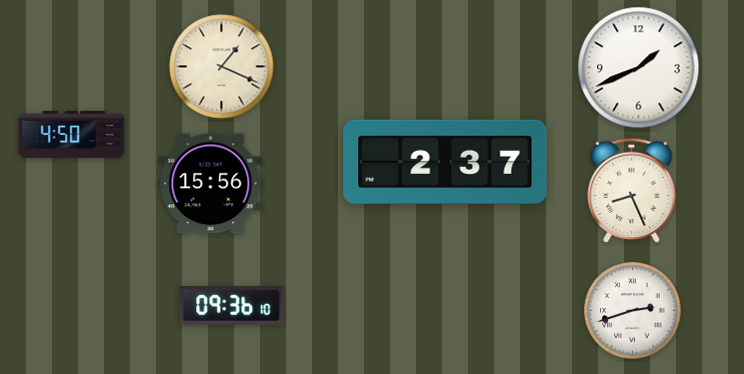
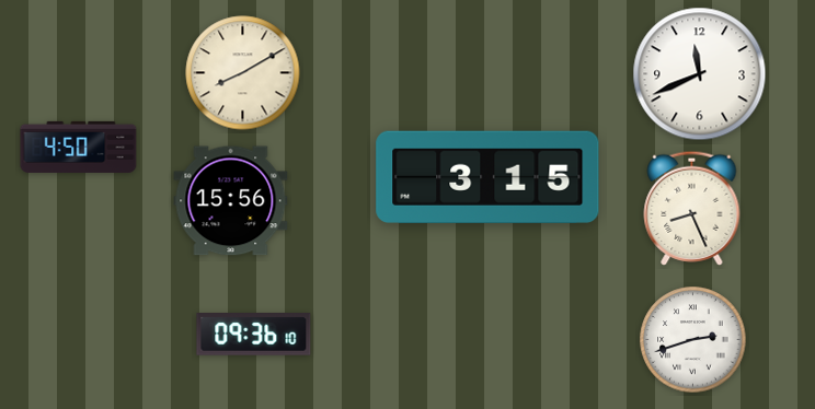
clock at (222, 67): 1:19 -> 8:10
clock at (639, 68): 1:41 -> 11:41
clock at (445, 162): 2:37 -> 3:15
